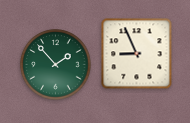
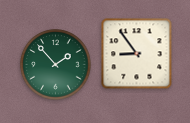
clock at (137, 54): 8:56 -> 8:54
